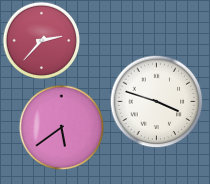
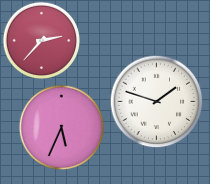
clock at (156, 101): 3:48 -> 1:48
clock at (61, 127): 5:39 -> 5:34
